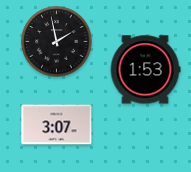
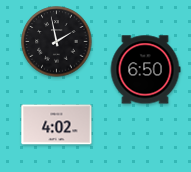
clock at (145, 70): 1:53 -> 6:50
clock at (57, 125): 3:07 -> 4:02
